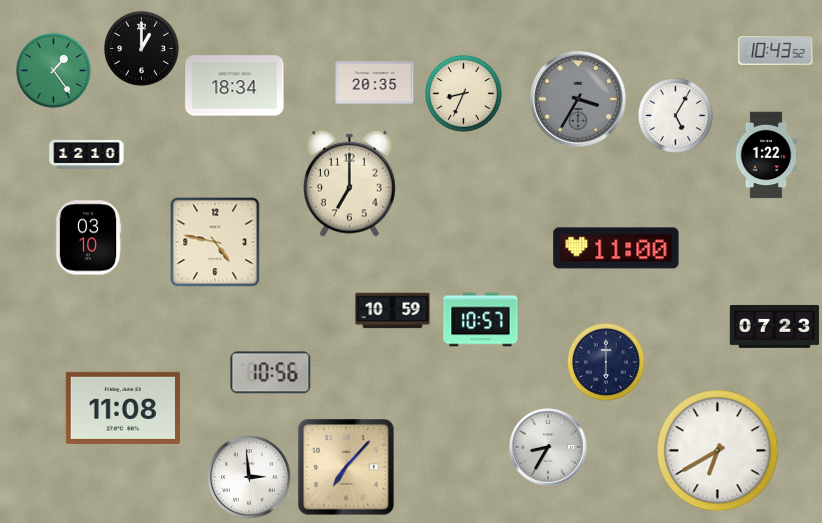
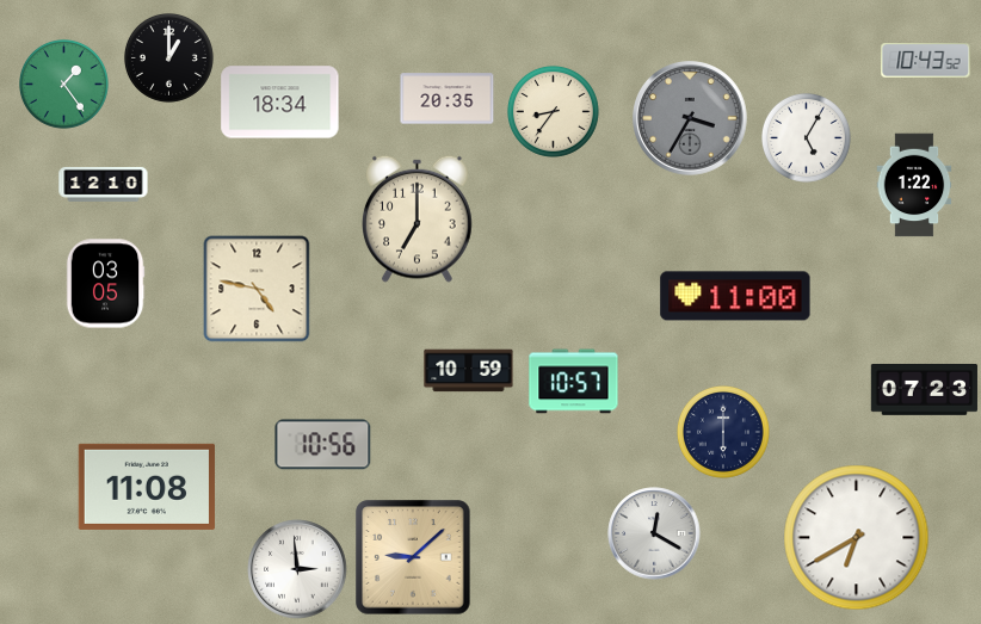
clock at (463, 93): 8:34 -> 8:36
clock at (88, 238): 03:10 -> 03:05
clock at (548, 447): 8:35 -> 12:20
clock at (346, 467): 7:07 -> 9:08
